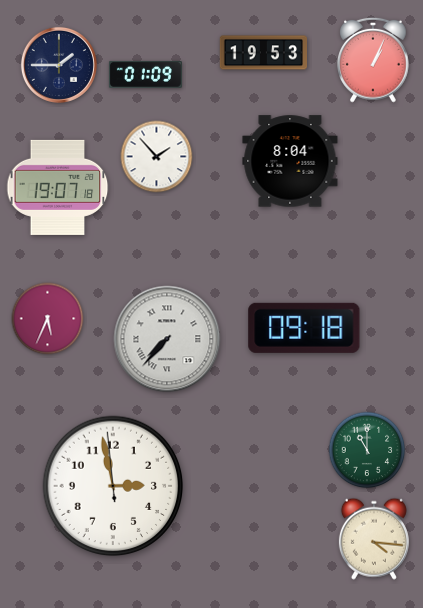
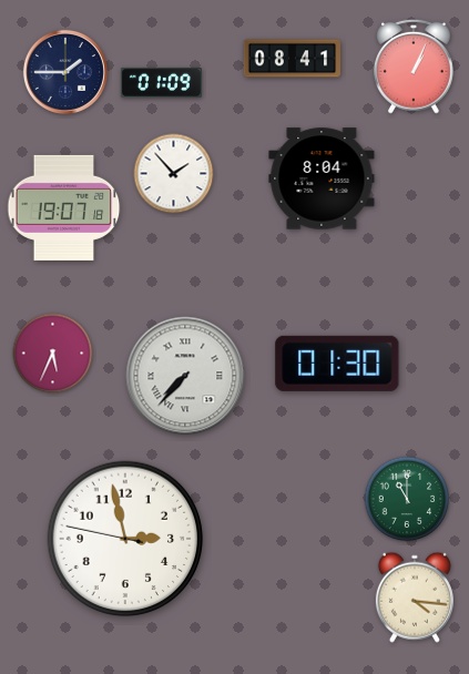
clock at (263, 53): 19:53 -> 08:41
clock at (304, 328): 09:18 -> 01:30
clock at (113, 486): 2:57:59 -> 2:57:47
